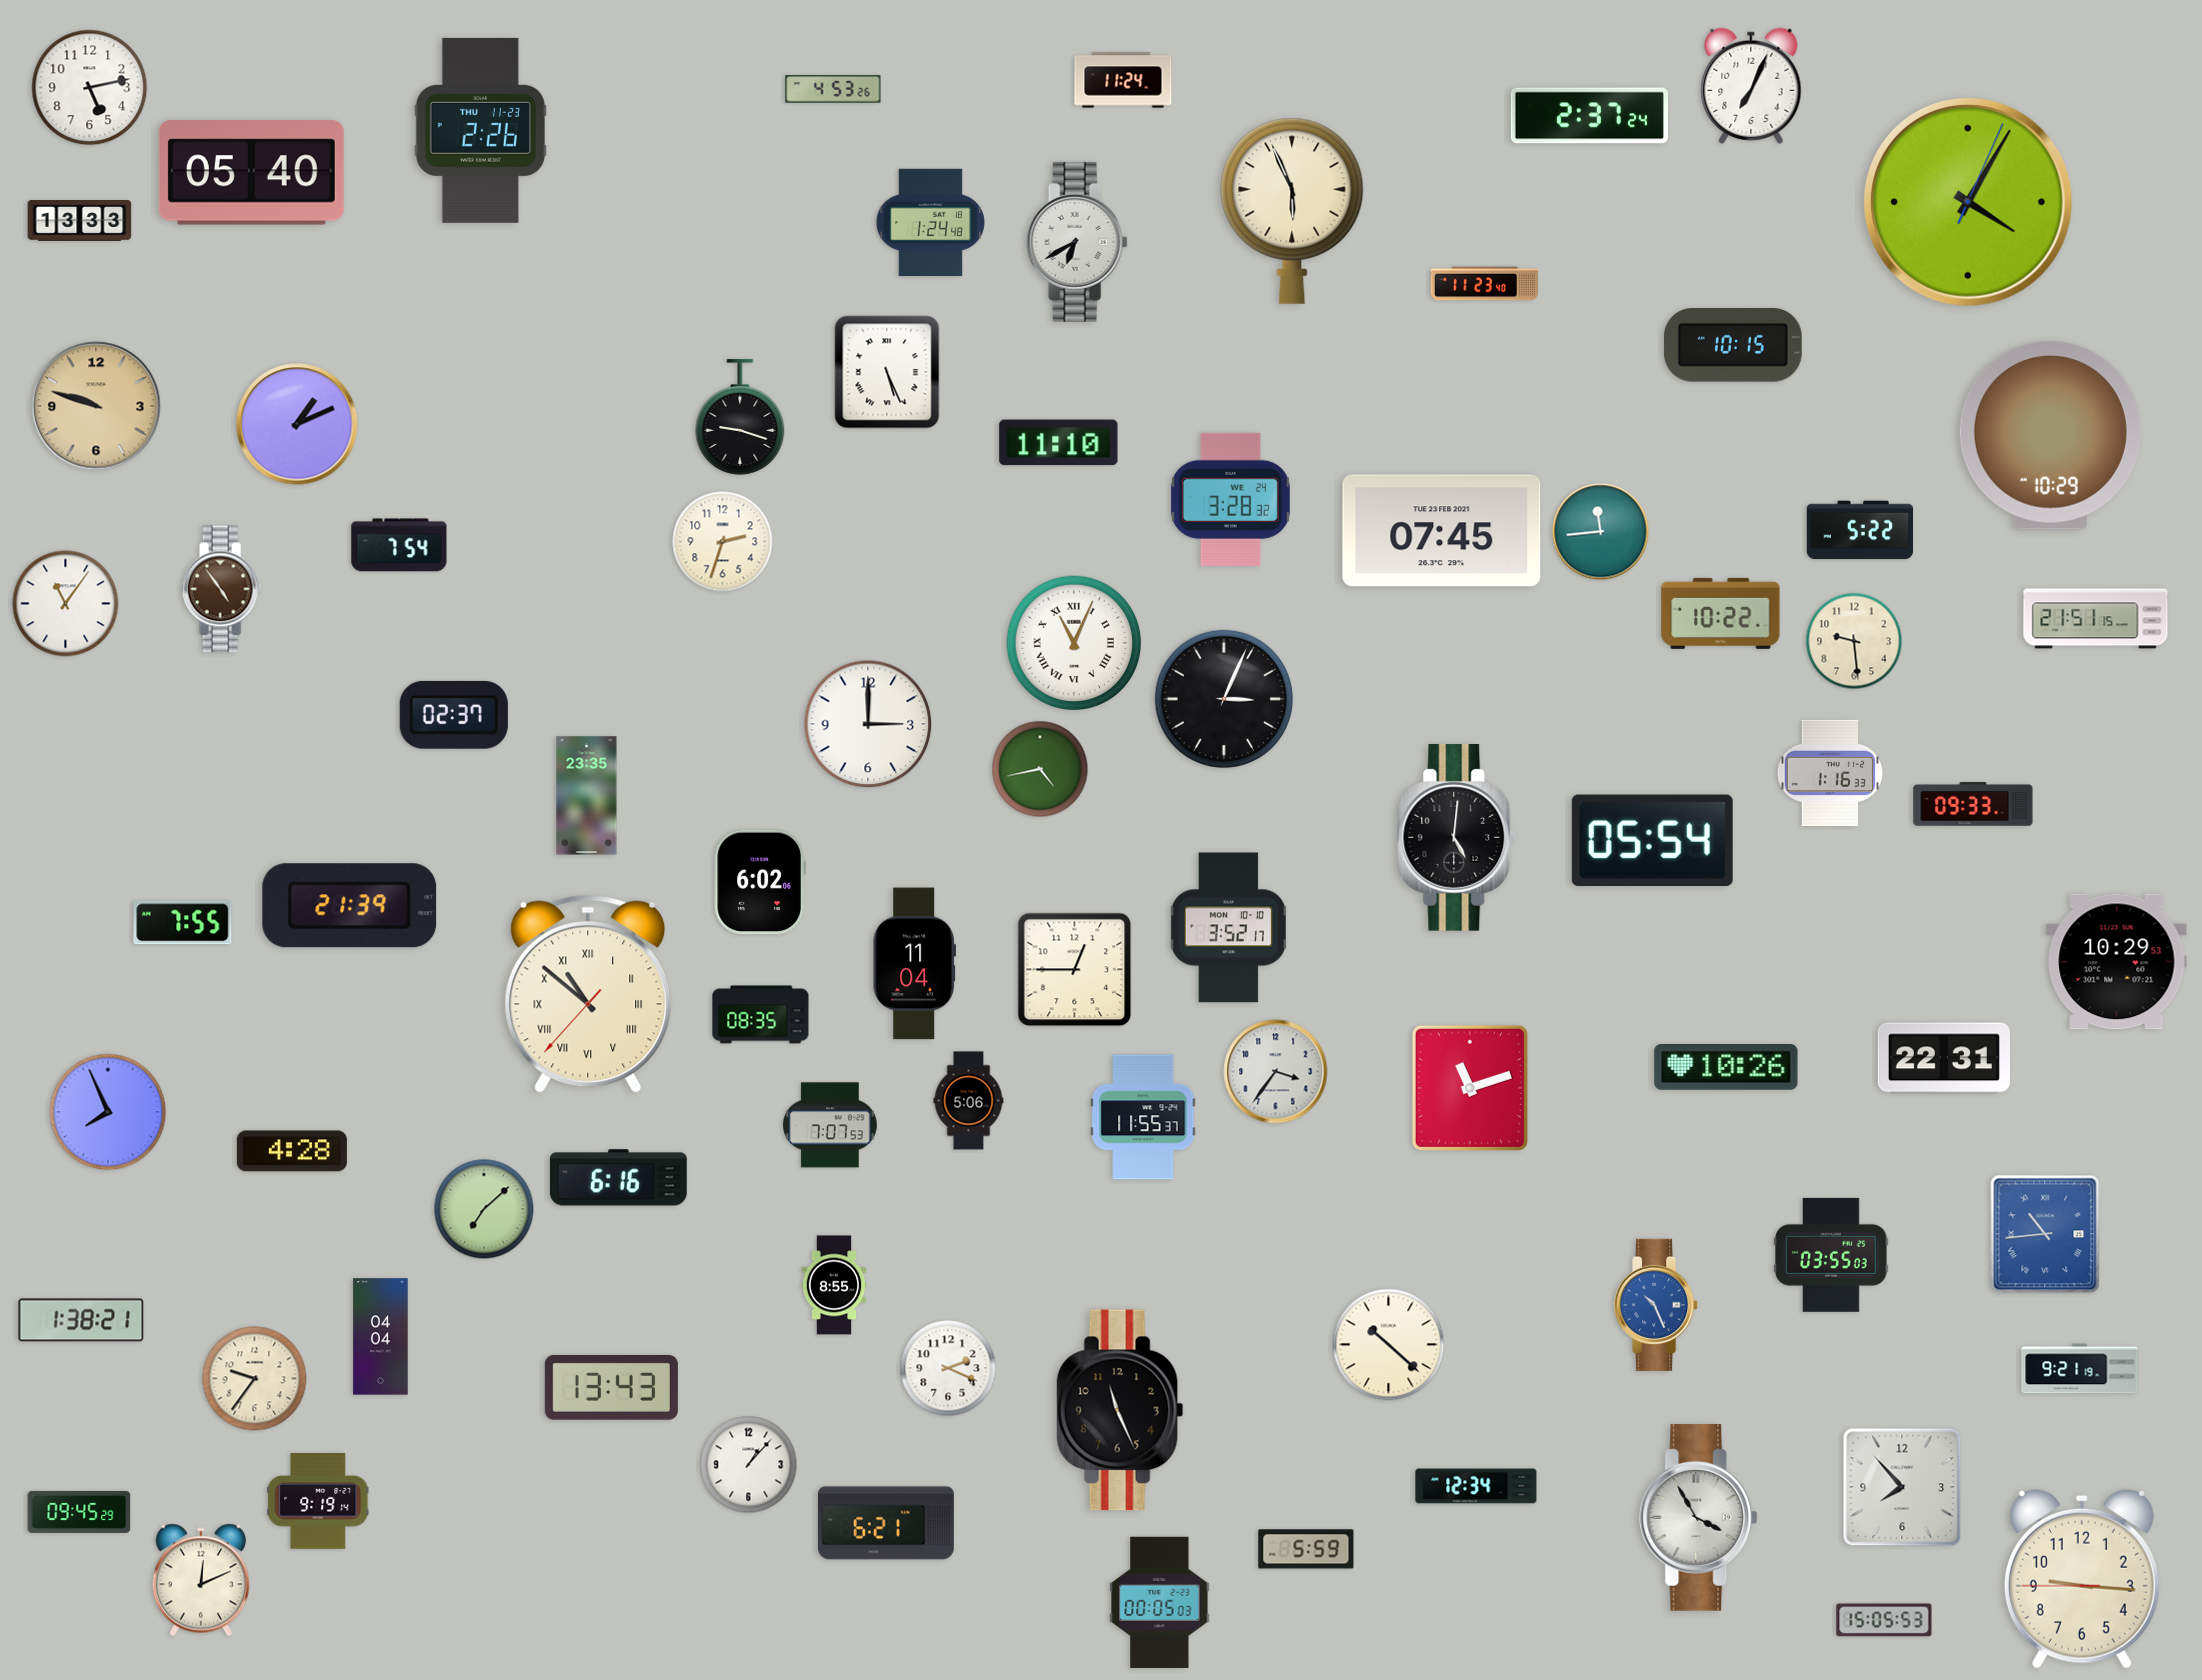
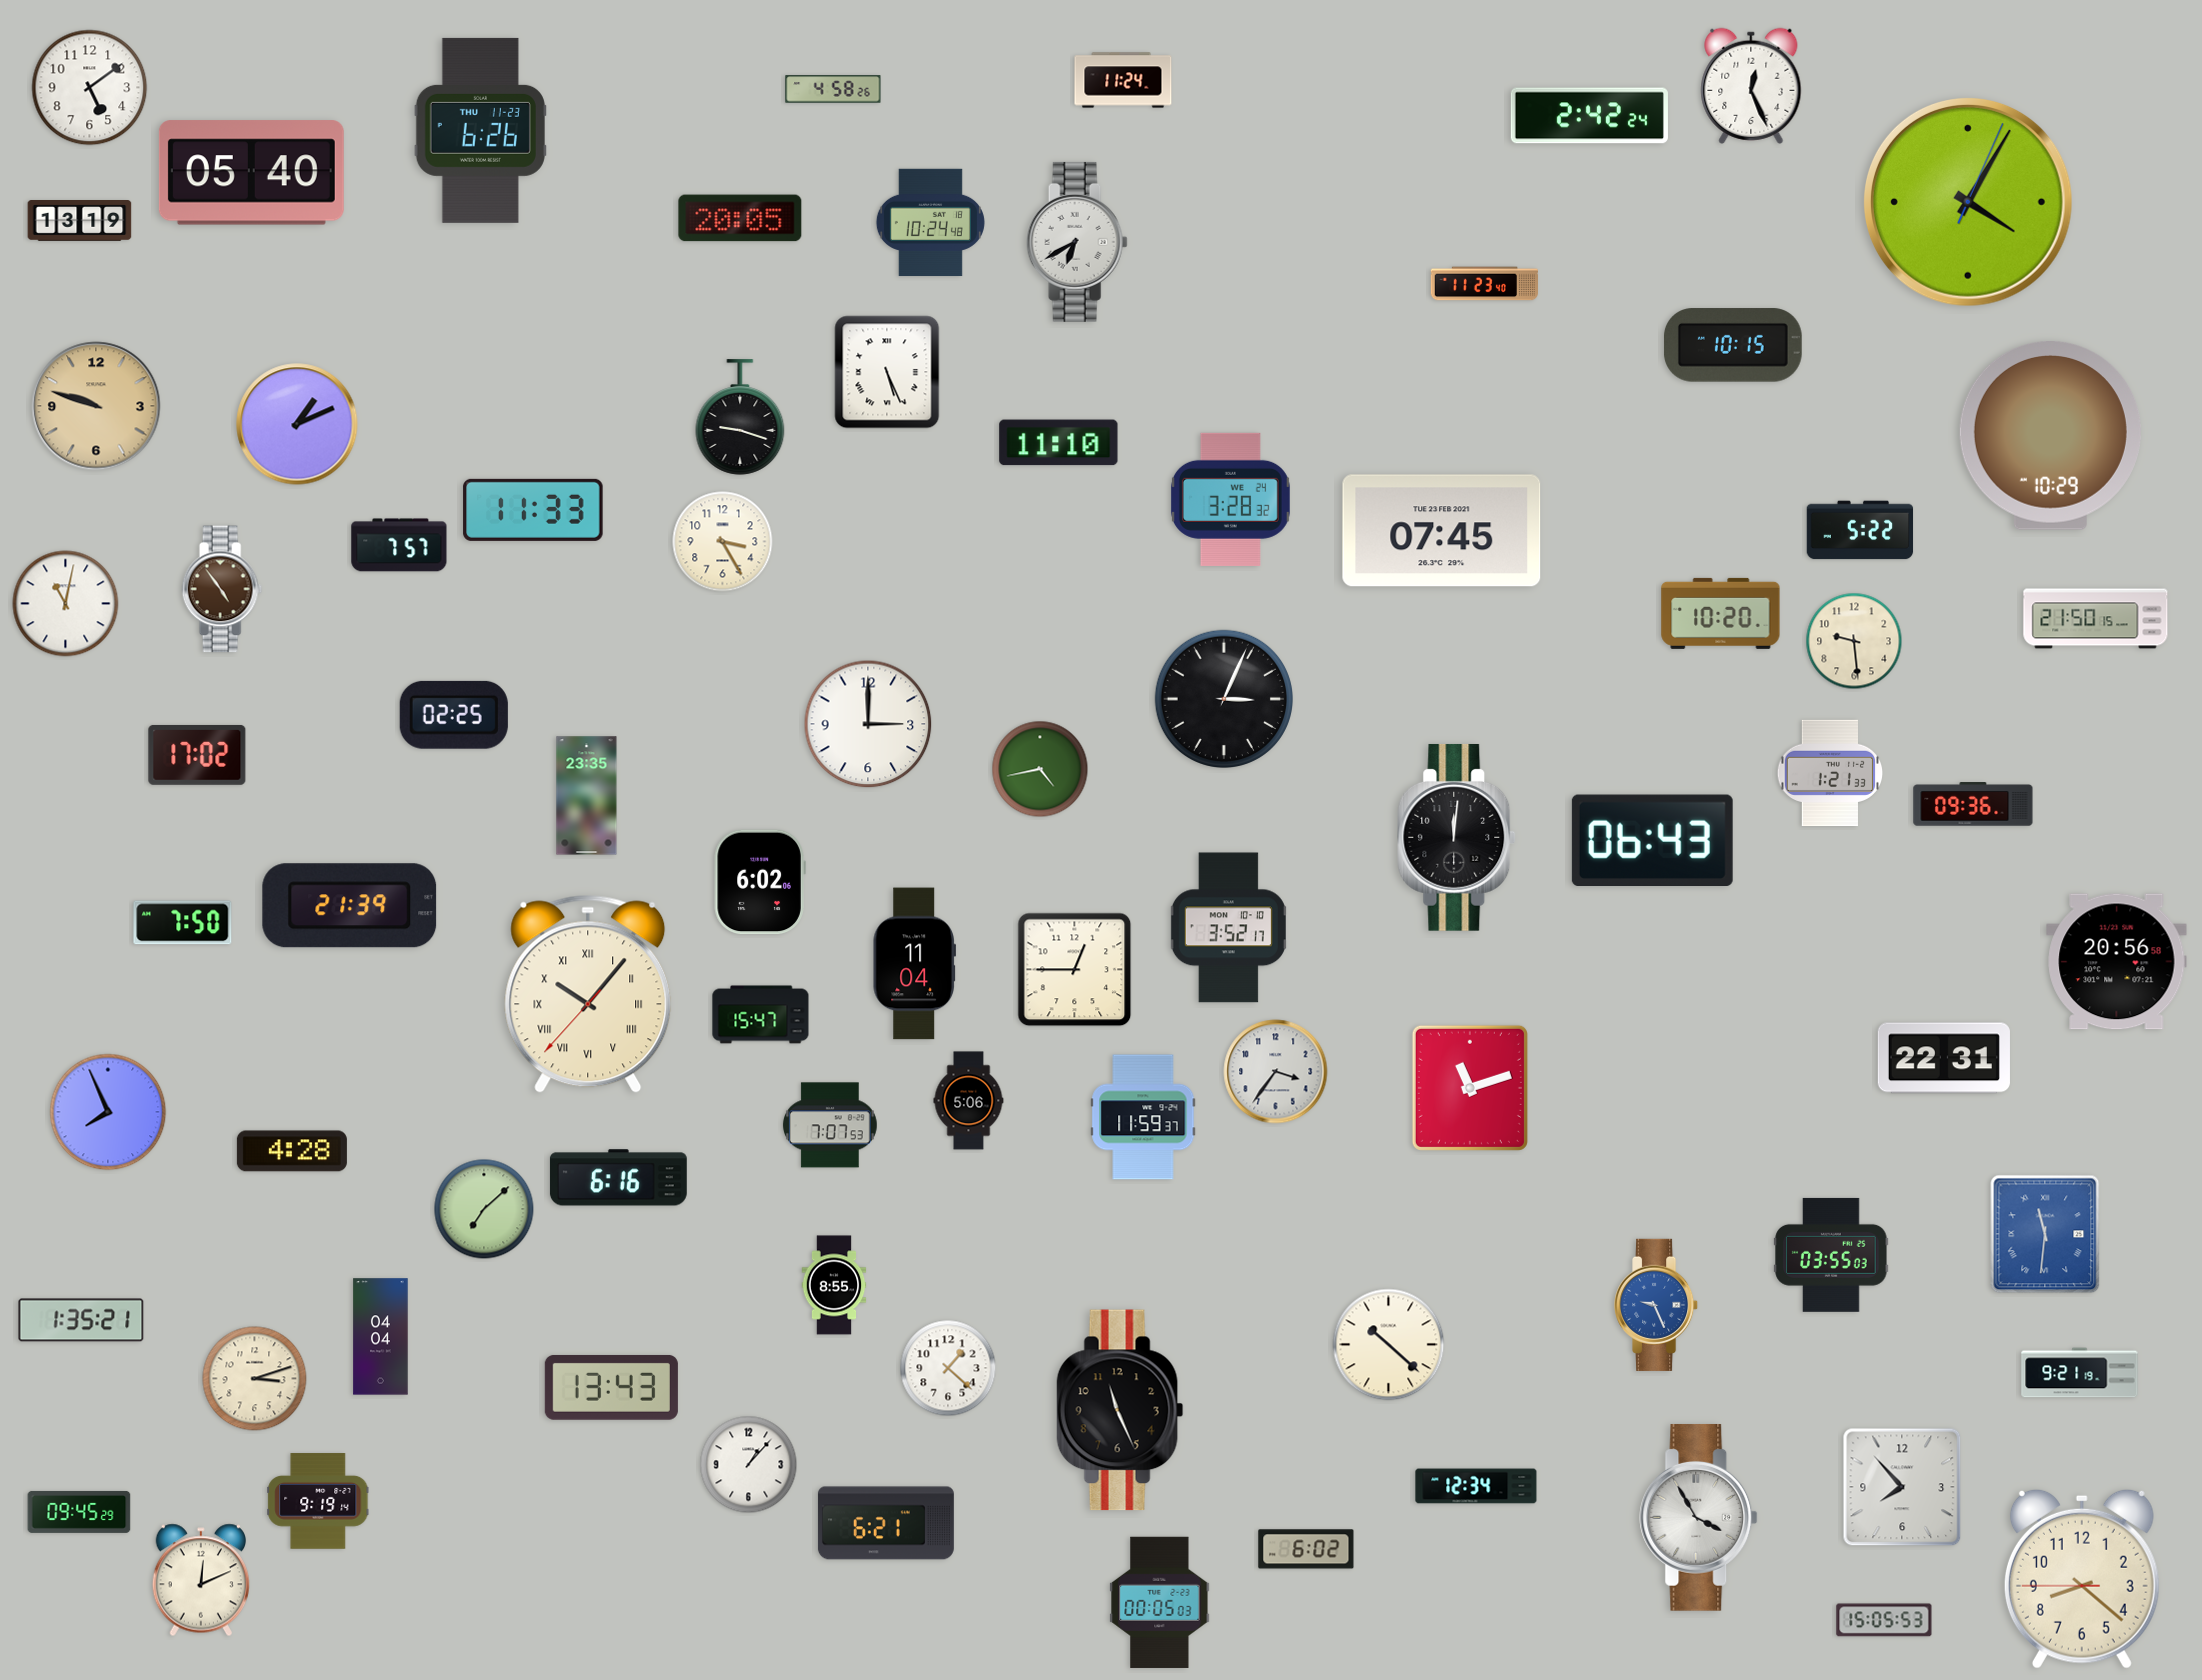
clock at (1751, 86): 7:04 -> 12:26
clock at (90, 88): 5:13 -> 5:09
clock at (833, 89): 4:53 -> 4:58
clock at (1589, 116): 2:37 -> 2:42
clock at (480, 130): 2:26 -> 6:26
clock at (1292, 211): 5:56 -> none
clock at (740, 218): none -> 20:05
clock at (80, 221): 13:33 -> 13:19
clock at (930, 223): 1:24 -> 10:24
clock at (533, 510): none -> 11:33
clock at (1601, 532): 11:44 -> none
clock at (723, 542): 2:33 -> 3:25
clock at (399, 545): 7:54 -> 7:57
clock at (66, 604): 11:06 -> 11:02
clock at (1721, 613): 10:22 -> 10:20
clock at (2096, 619): 21:51 -> 21:50
clock at (1074, 643): 11:04 -> none
clock at (454, 715): 02:37 -> 02:25
clock at (197, 755): none -> 17:02
clock at (1830, 773): 1:16 -> 1:21
clock at (1973, 804): 09:33 -> 09:36
clock at (1457, 837): 5:01 -> 12:01
clock at (1652, 840): 05:54 -> 06:43
clock at (183, 923): 7:55 -> 7:50
clock at (2117, 962): 10:29 -> 20:56
clock at (588, 994): 10:51 -> 10:06
clock at (761, 1015): 08:35 -> 15:47
clock at (1726, 1067): 10:26 -> none
clock at (1143, 1117): 11:55 -> 11:59
clock at (2045, 1234): 10:44 -> 11:31
clock at (1657, 1305): 10:26 -> 9:26
clock at (81, 1320): 1:38 -> 1:35
clock at (948, 1368): 2:19 -> 1:22
clock at (2080, 1369) position: (2080, 1369) -> (2080, 1373)
clock at (255, 1379): 9:36 -> 3:12
clock at (1306, 1549): 5:59 -> 6:02
clock at (2082, 1579): 9:15 -> 8:21
